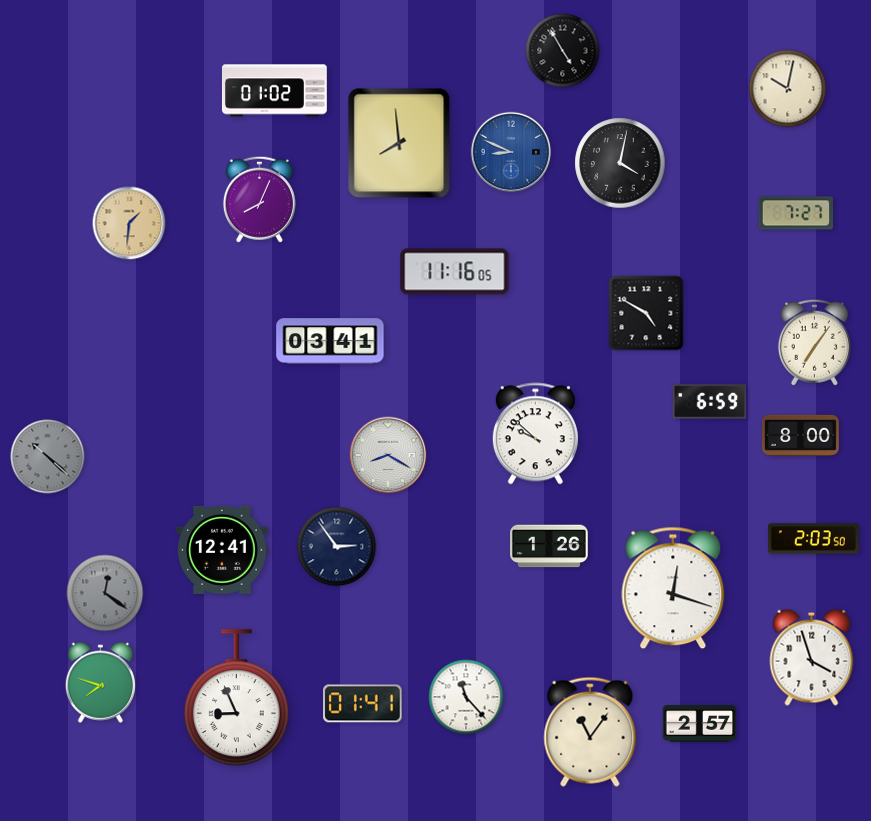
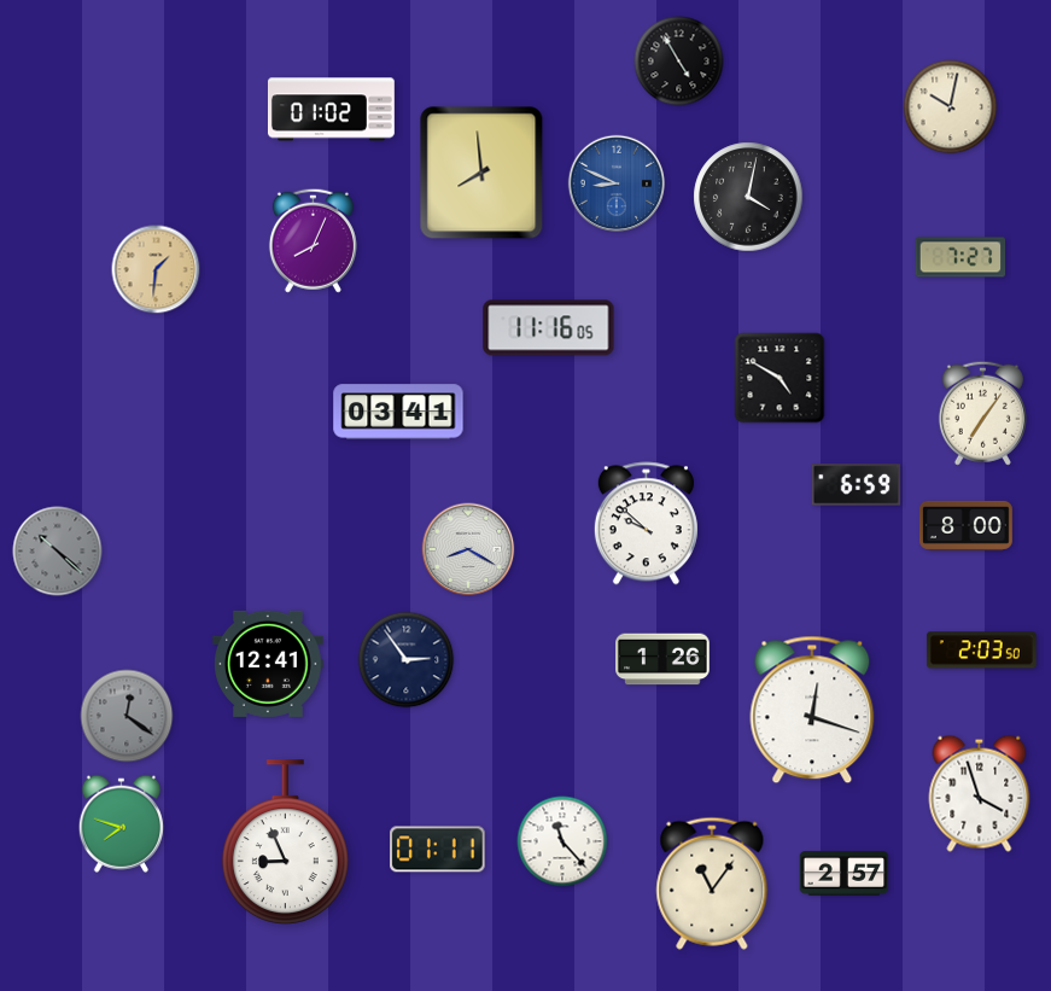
clock at (363, 704): 01:41 -> 01:11
